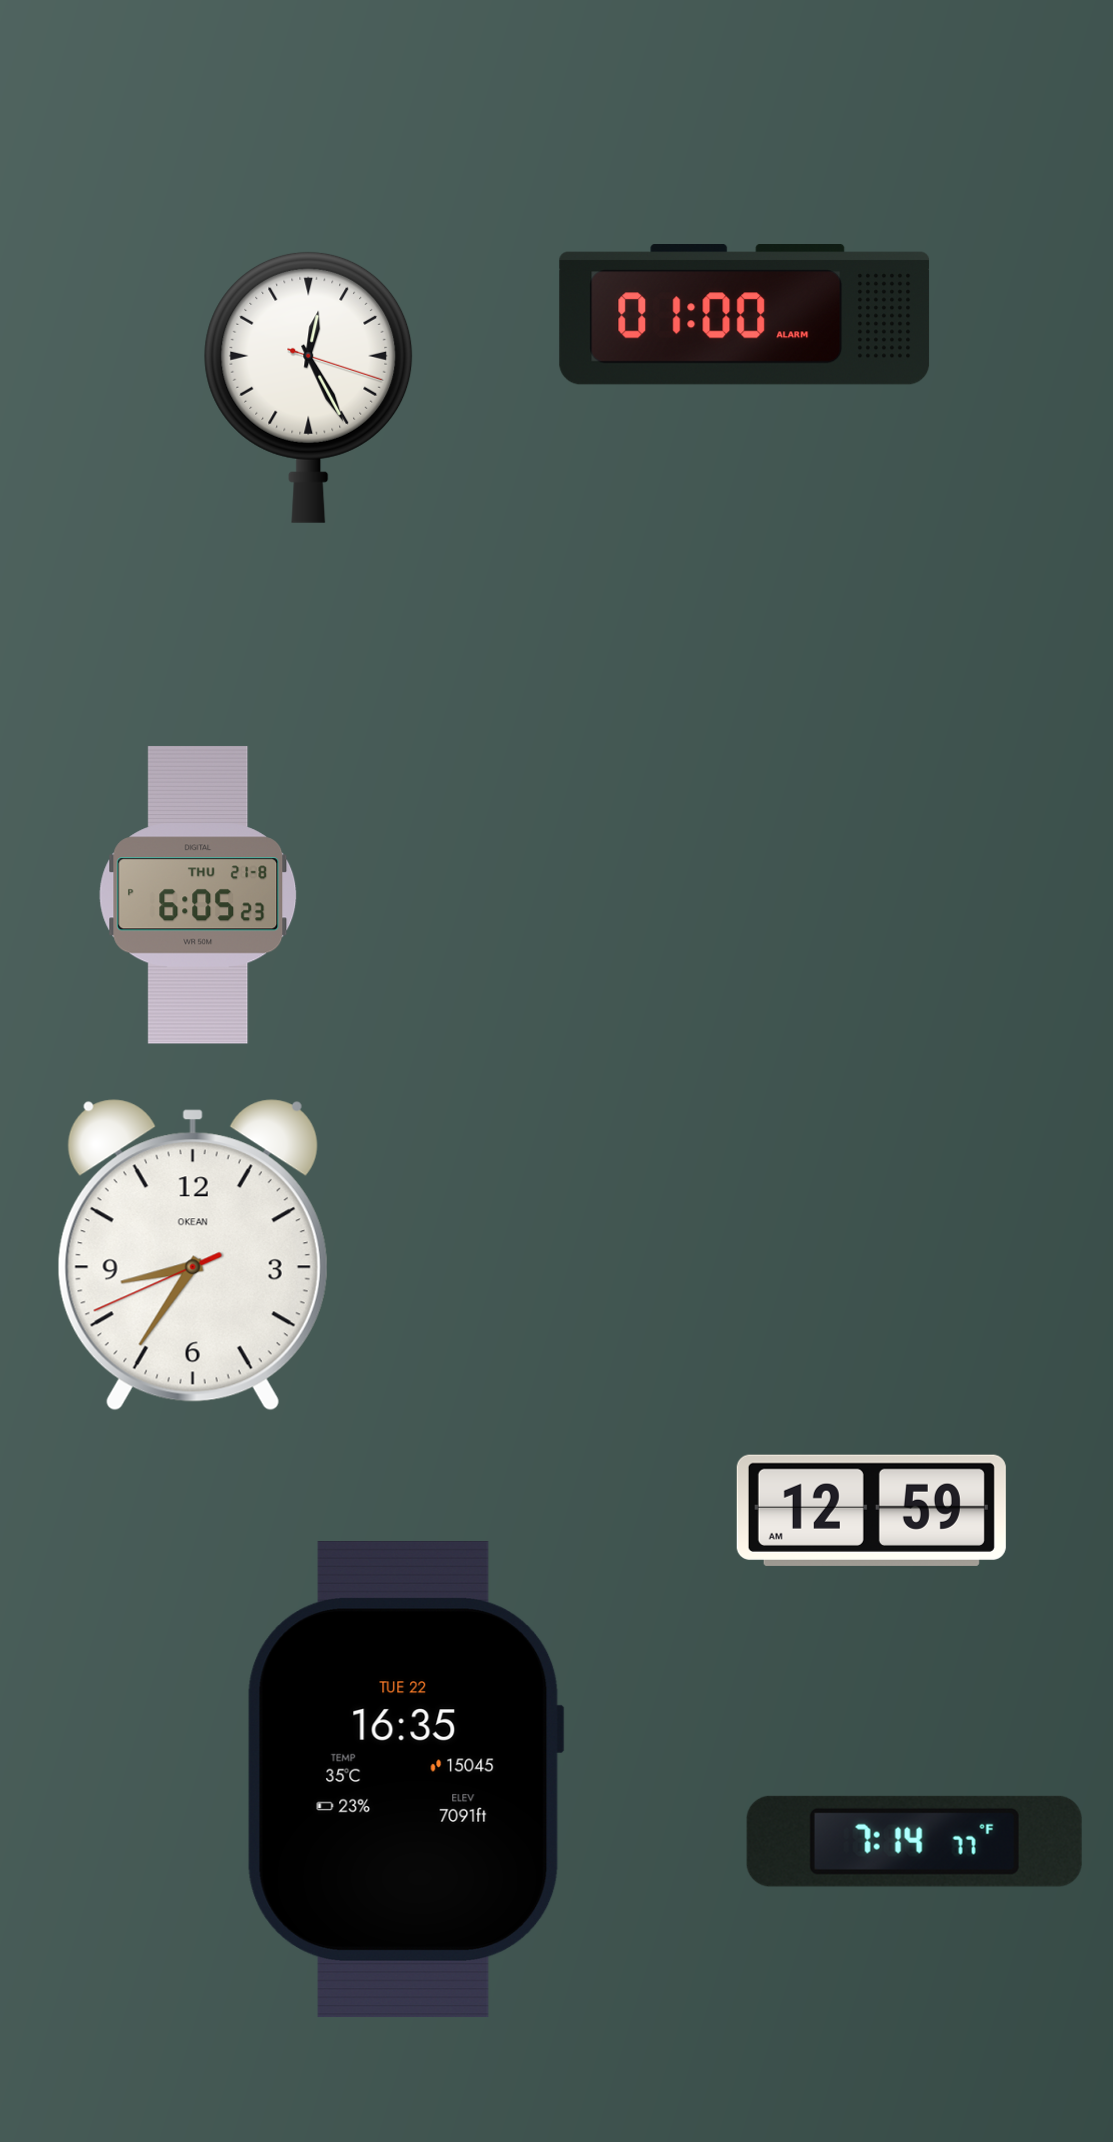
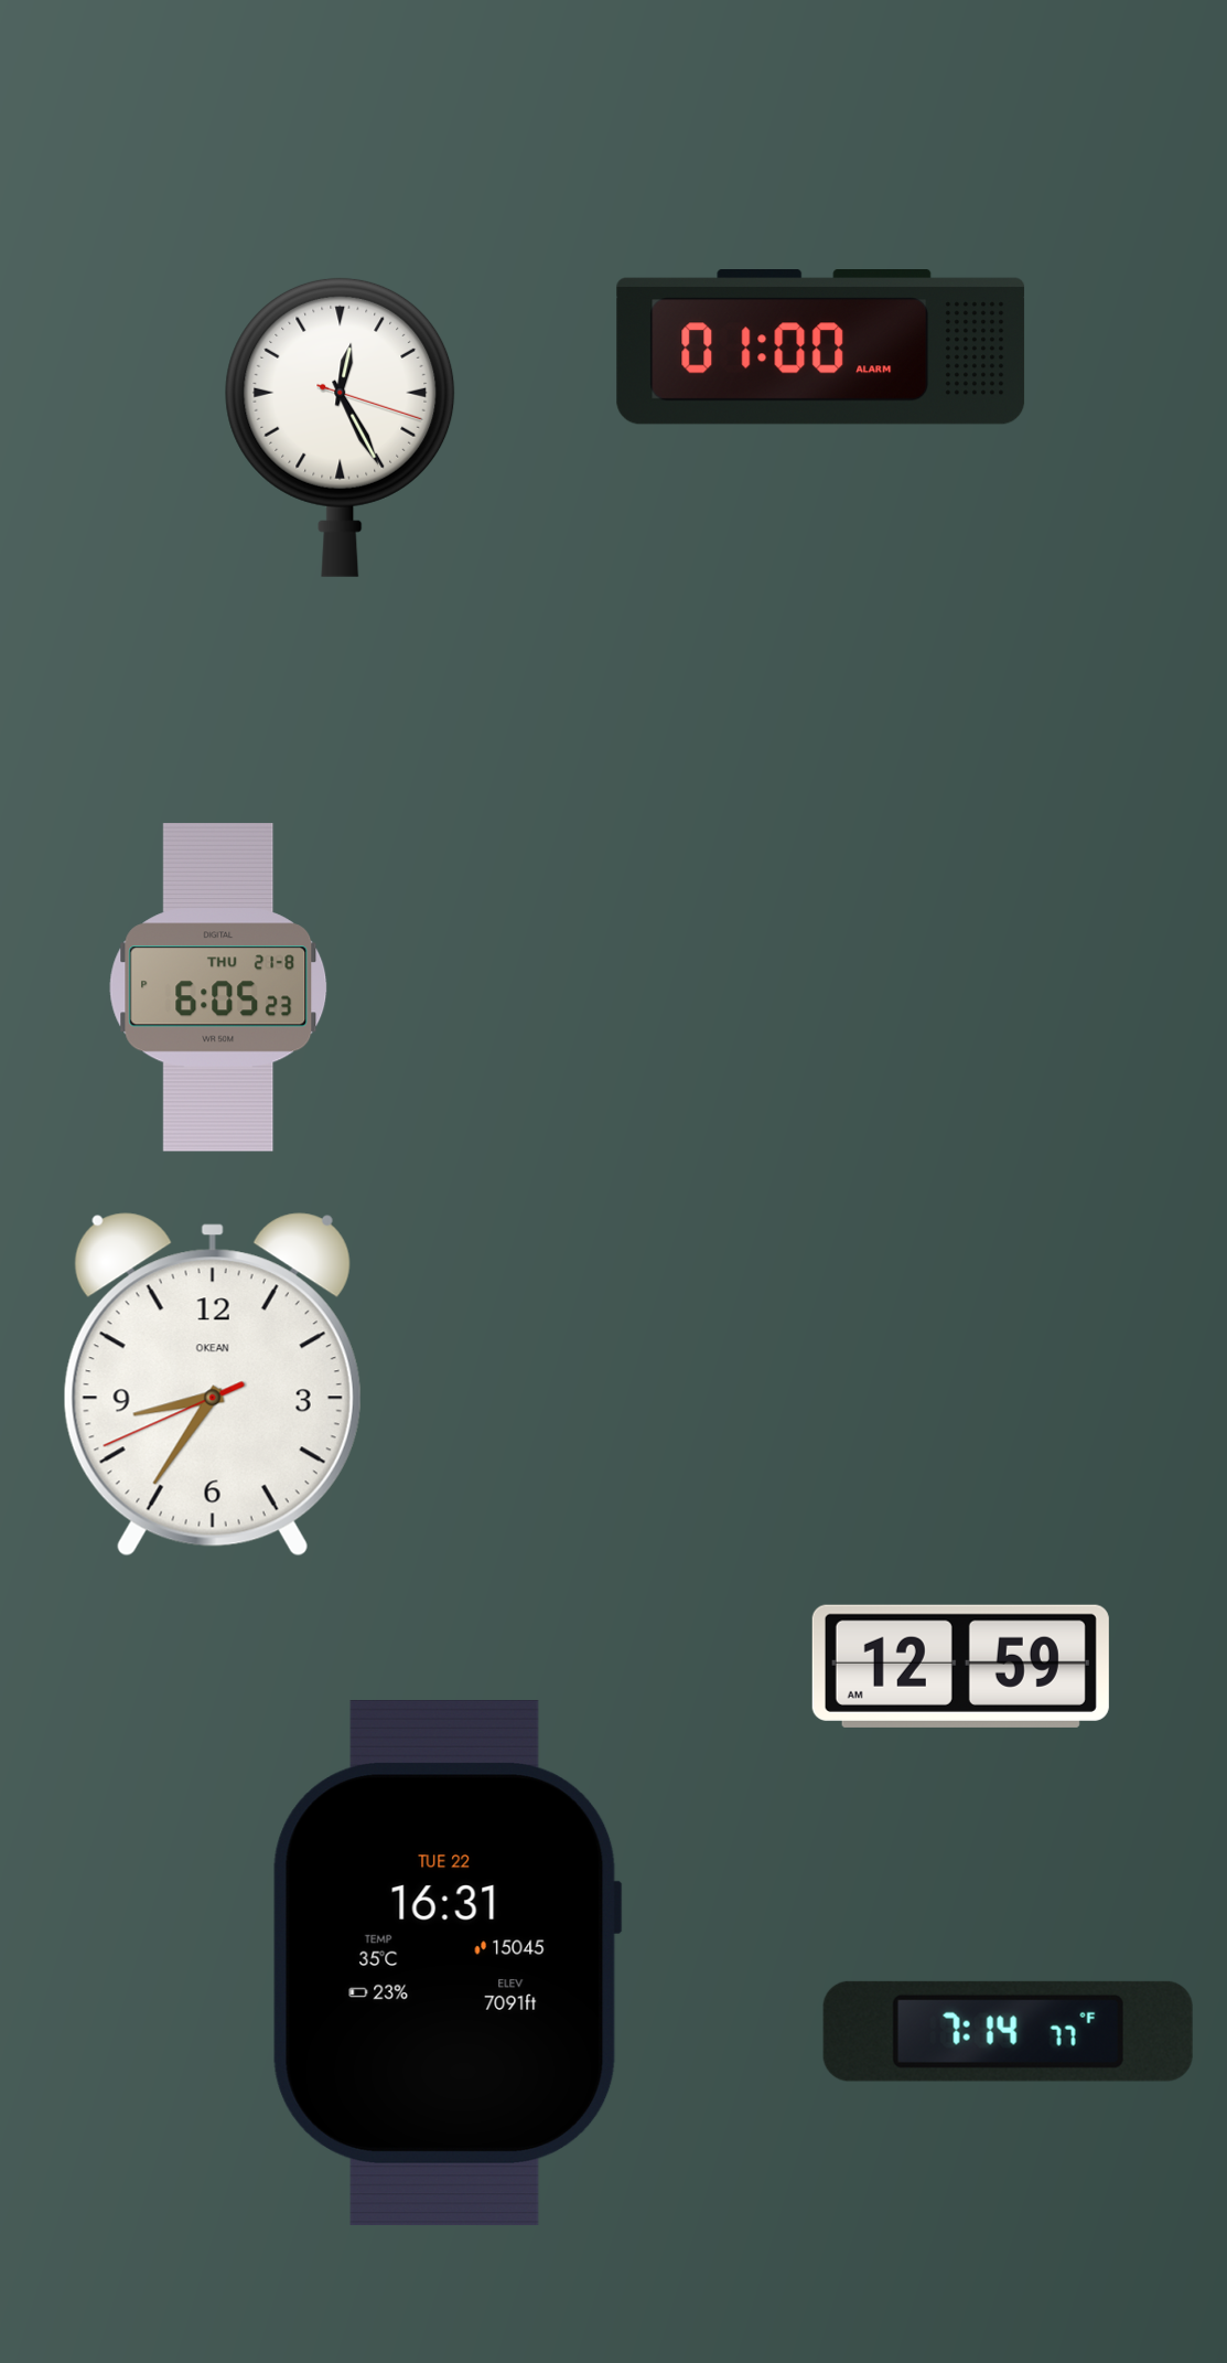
clock at (405, 1780): 16:35 -> 16:31
